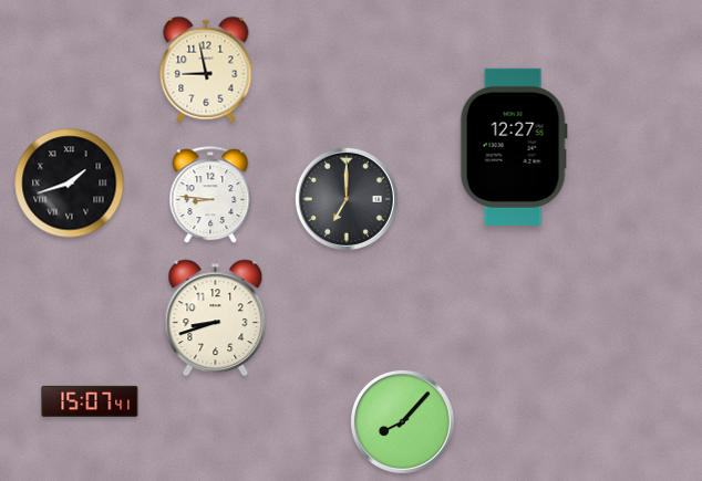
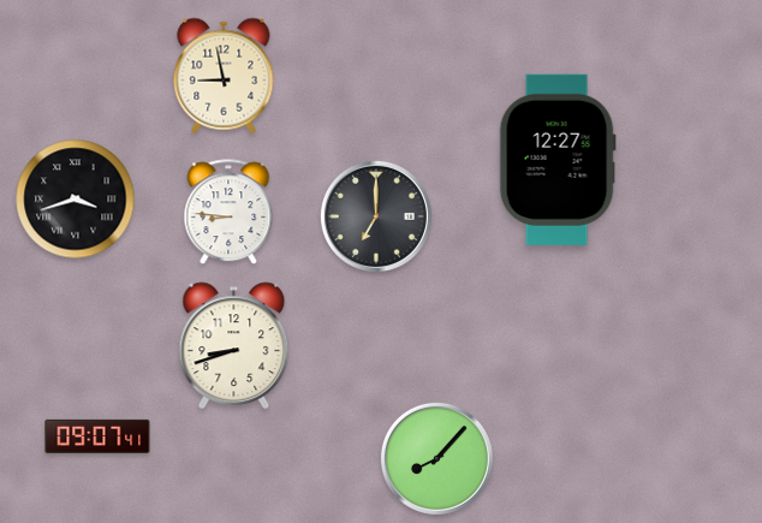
clock at (70, 184): 1:42 -> 3:42
clock at (90, 401): 15:07 -> 09:07
